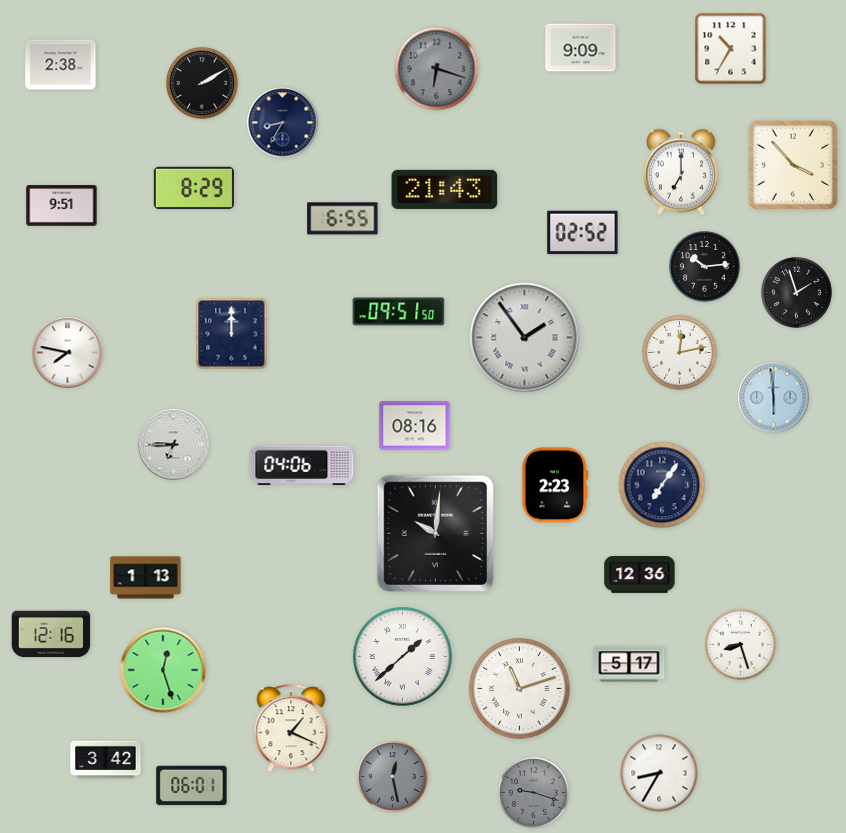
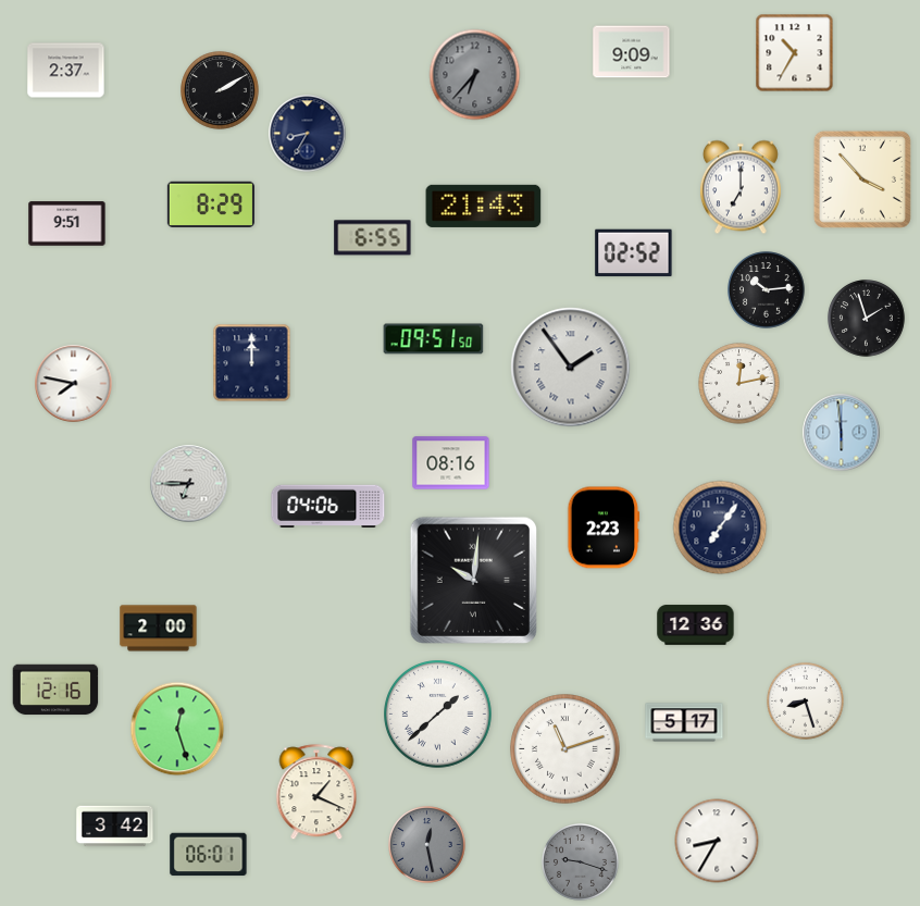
clock at (61, 65): 2:38 -> 2:37
clock at (437, 69): 6:18 -> 6:37
clock at (146, 578): 1:13 -> 2:00
